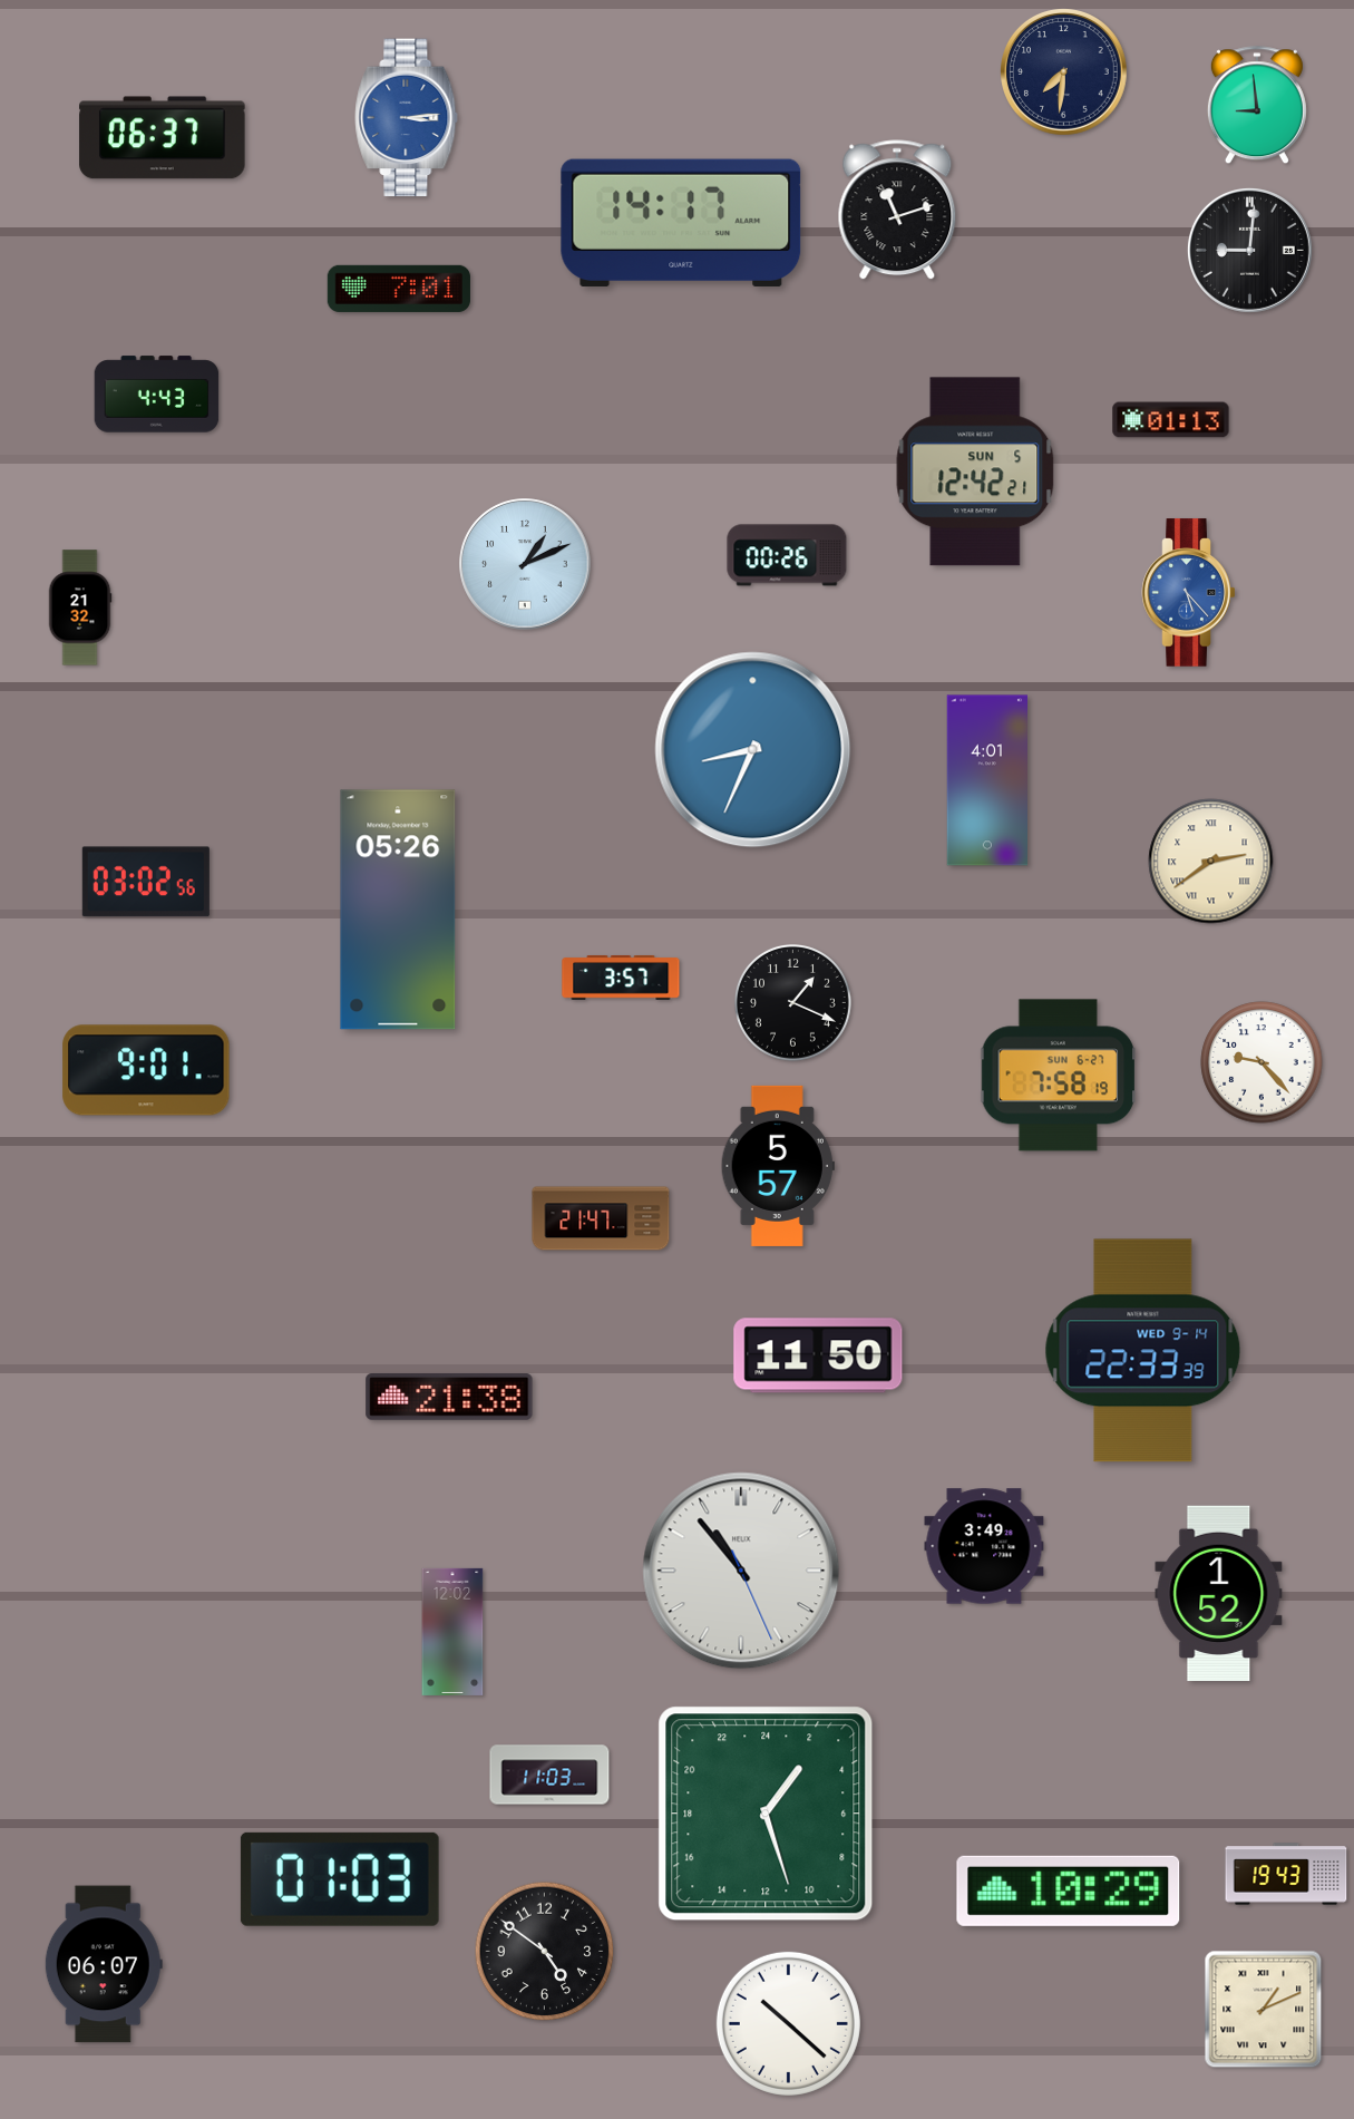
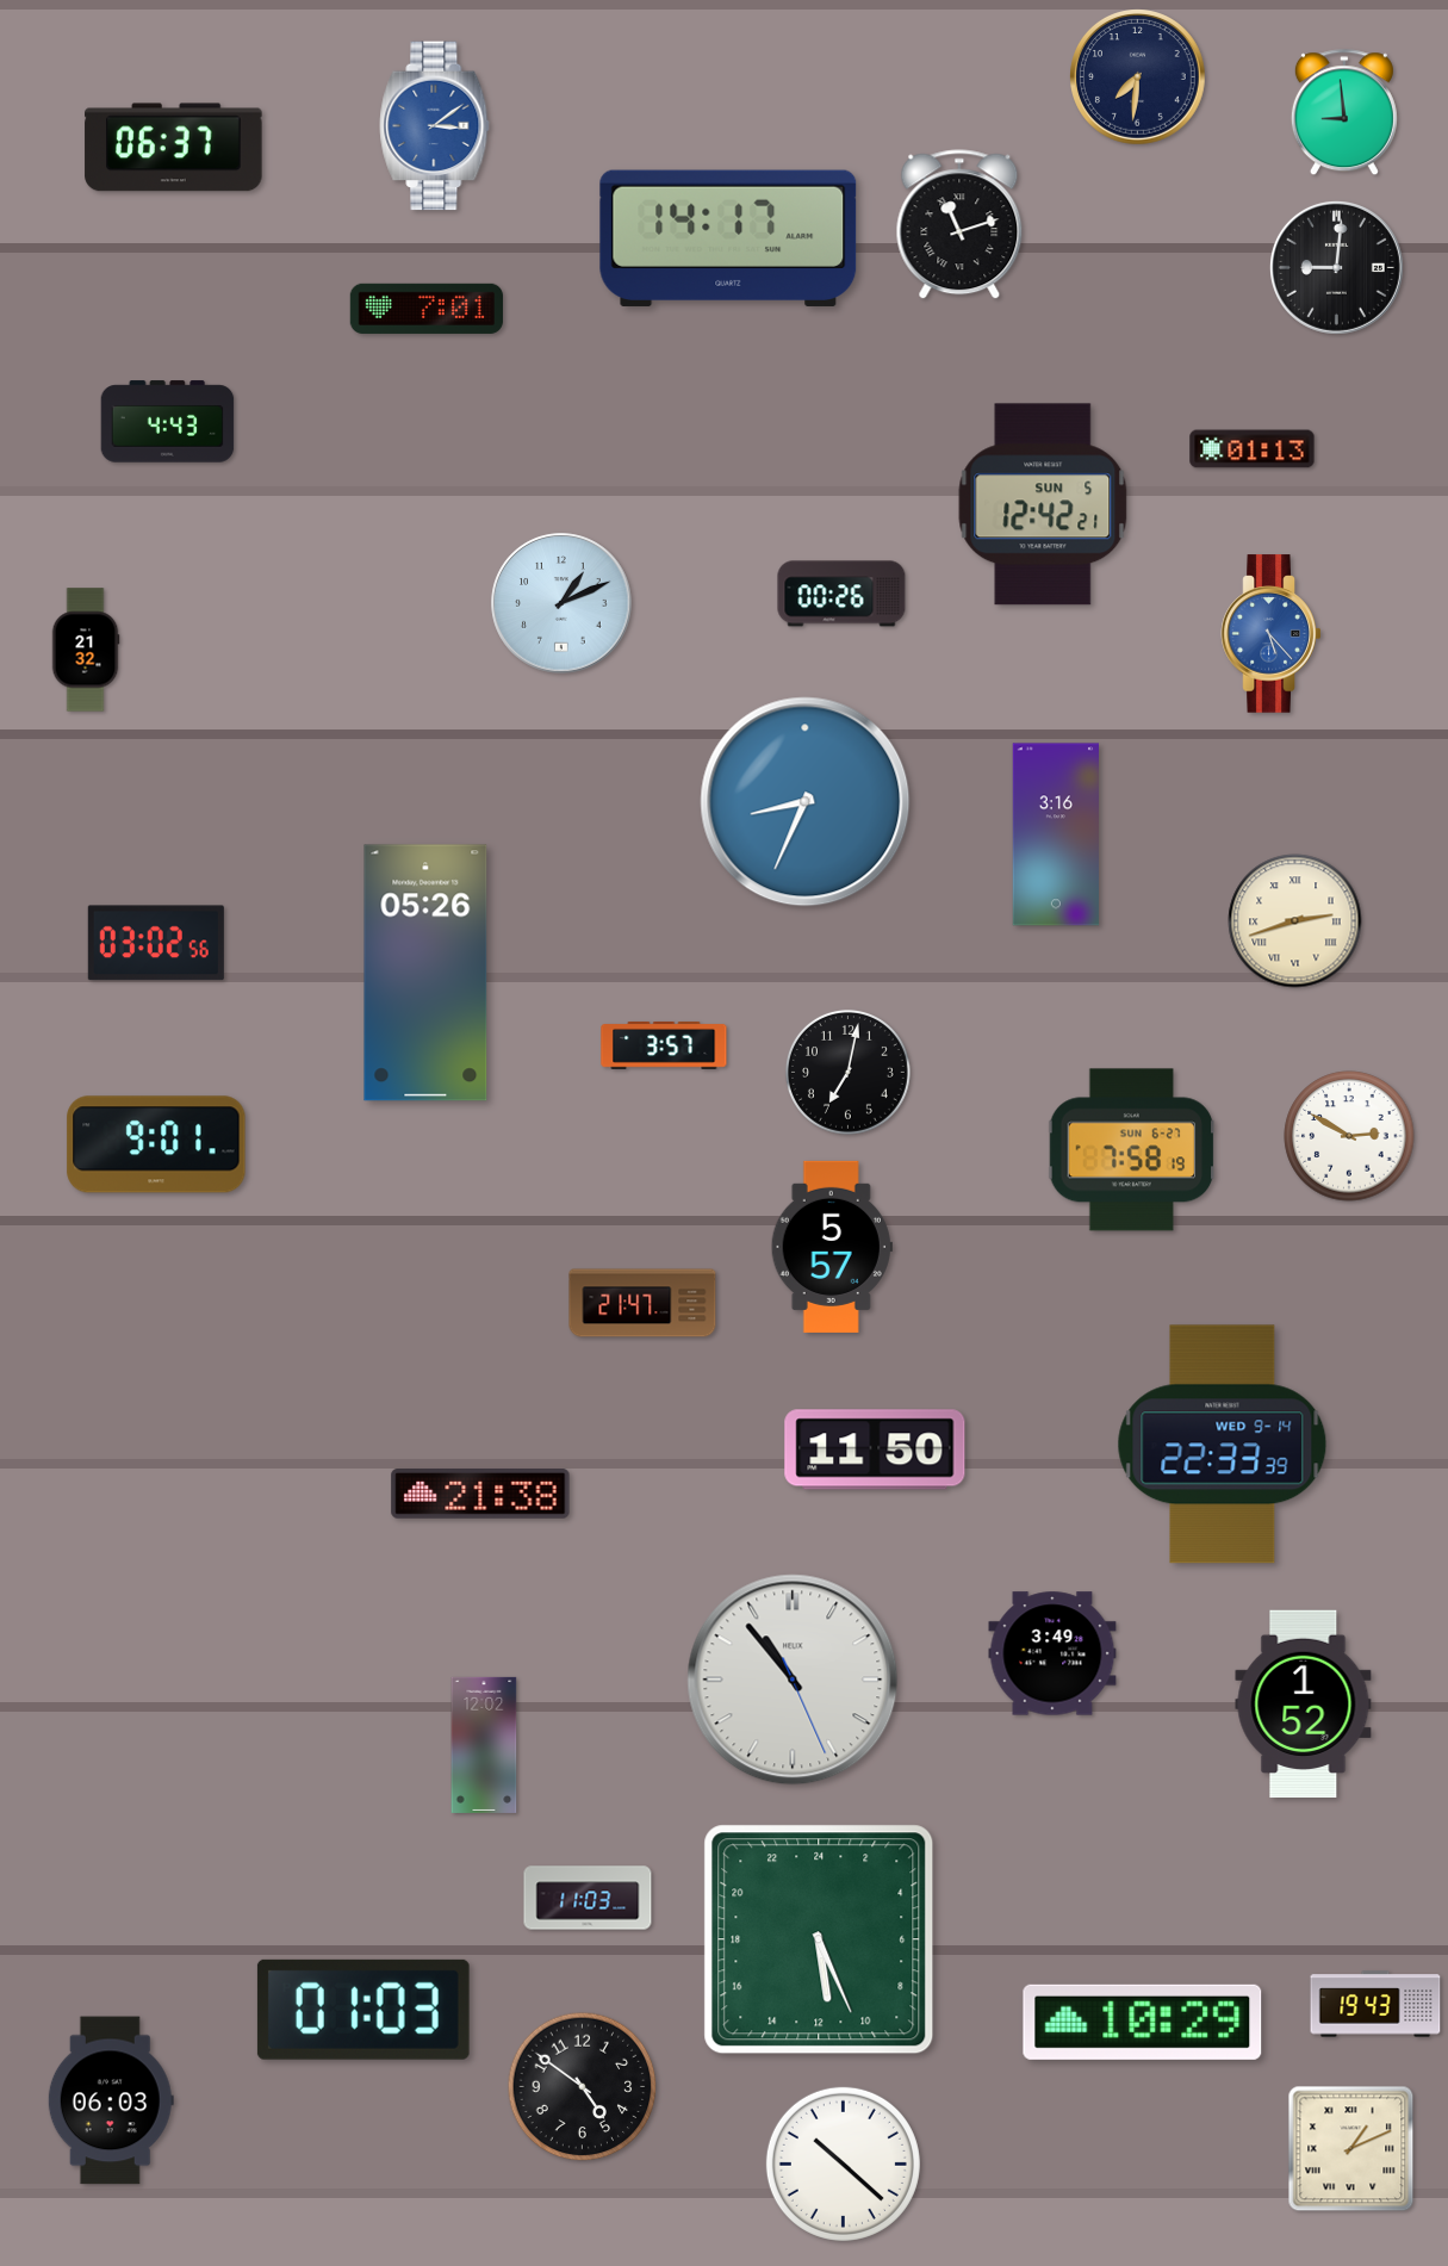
clock at (407, 118): 3:14 -> 3:09
clock at (986, 780): 4:01 -> 3:16
clock at (1211, 862): 2:39 -> 2:42
clock at (792, 1002): 1:19 -> 7:02
clock at (1262, 1062): 9:23 -> 2:50
clock at (766, 1814): 2:27 -> 11:26
clock at (104, 1964): 06:07 -> 06:03
